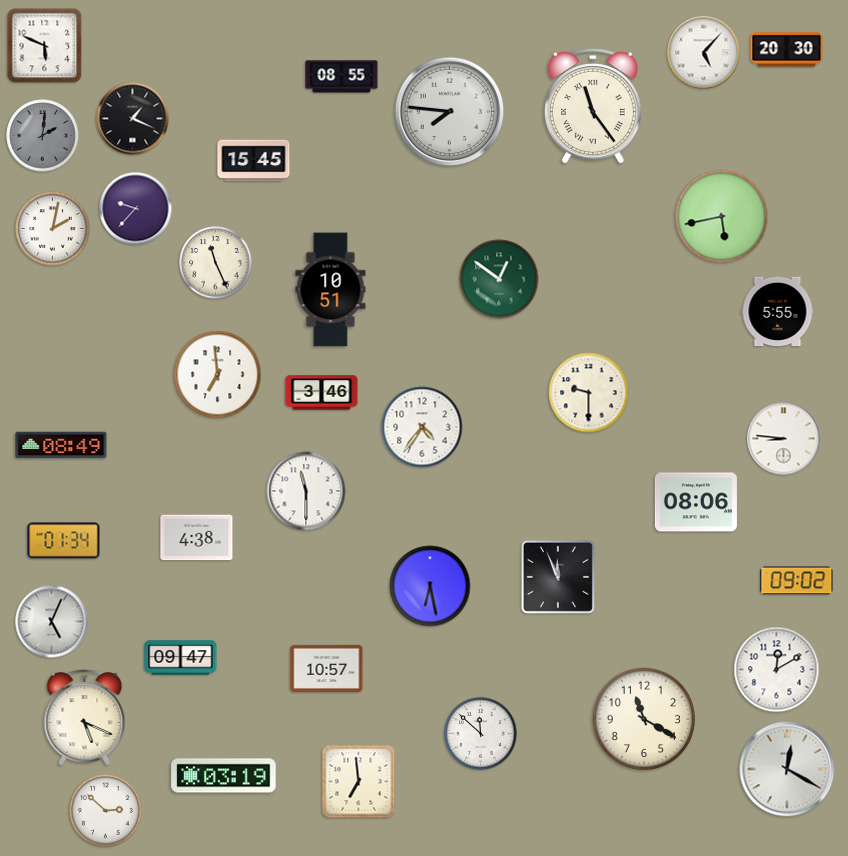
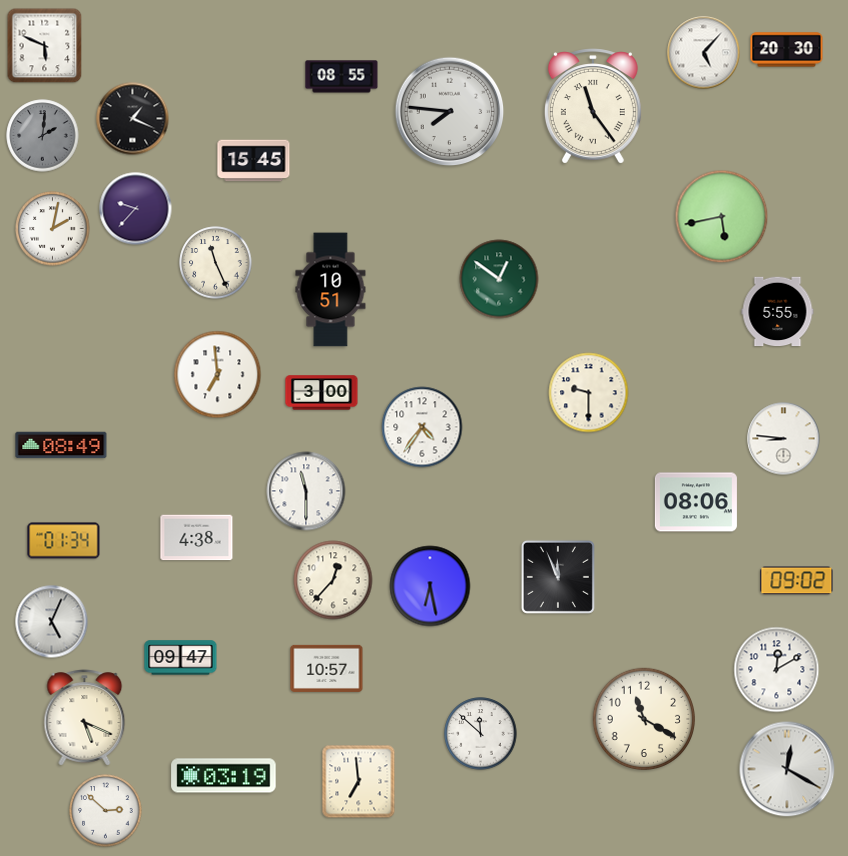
clock at (322, 393): 3:46 -> 3:00
clock at (333, 580): none -> 12:37
